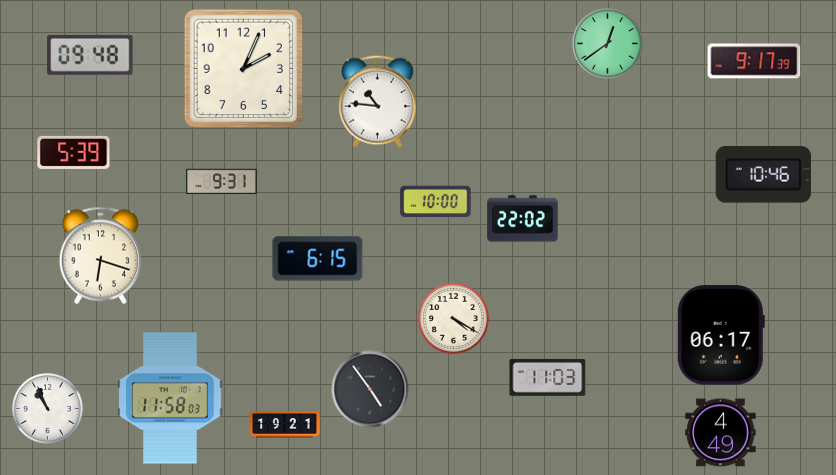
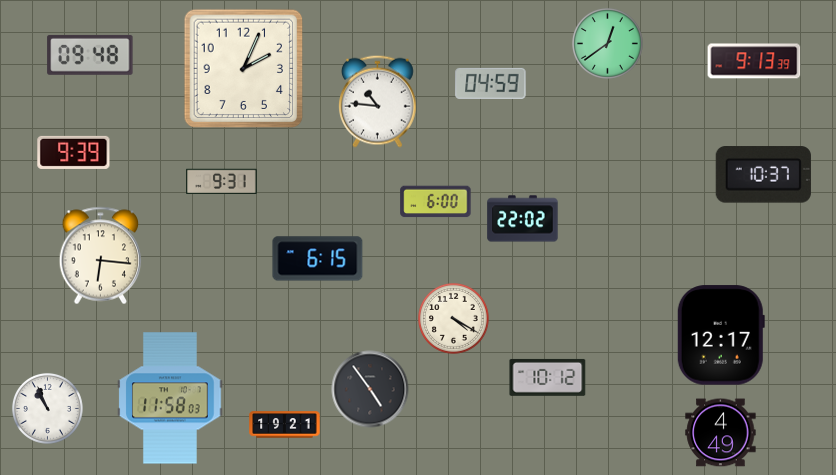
clock at (754, 61): 9:17 -> 9:13
clock at (491, 83): none -> 04:59
clock at (74, 152): 5:39 -> 9:39
clock at (763, 175): 10:46 -> 10:37
clock at (436, 202): 10:00 -> 6:00
clock at (101, 256): 6:18 -> 6:16
clock at (721, 335): 06:17 -> 12:17
clock at (548, 377): 11:03 -> 10:12
